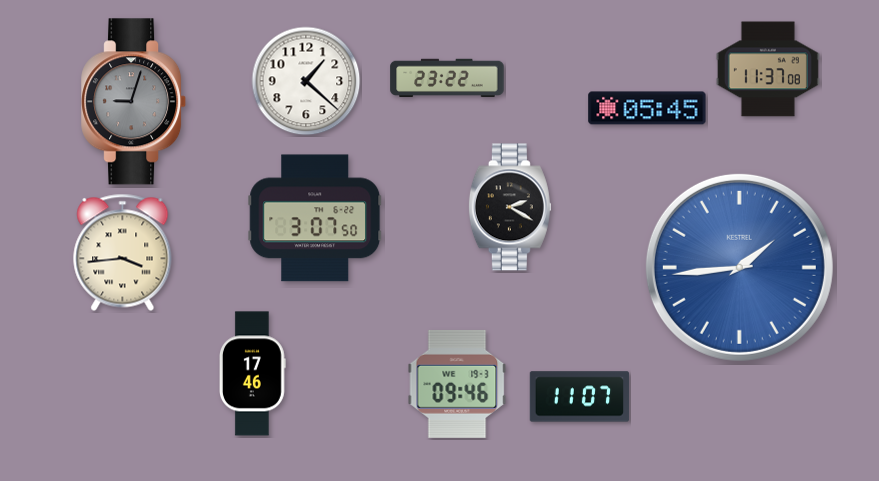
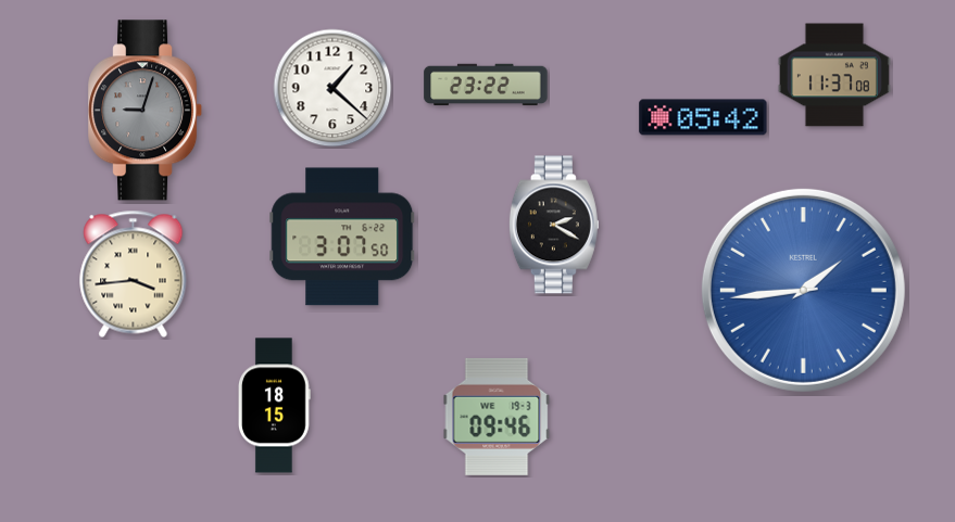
clock at (647, 108): 05:45 -> 05:42
clock at (253, 374): 17:46 -> 18:15
clock at (580, 397): 11:07 -> none
